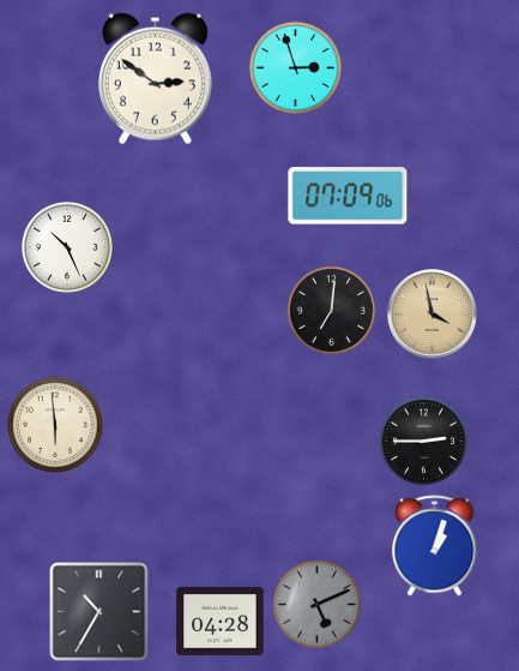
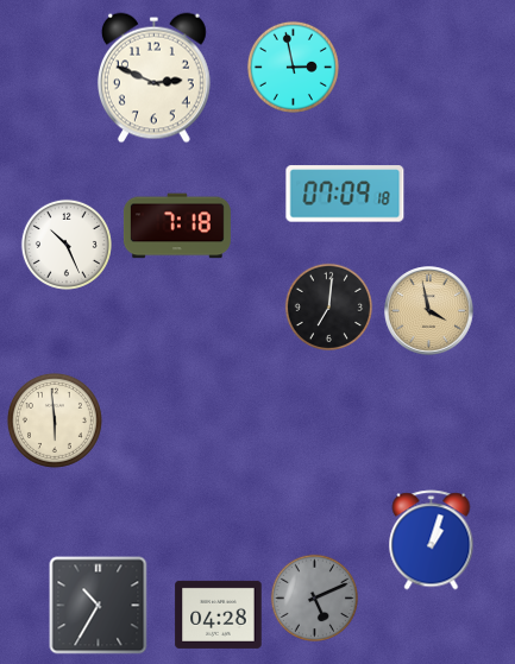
clock at (295, 67): 2:57 -> 2:58
clock at (155, 79): 2:51 -> 2:49
clock at (348, 196): 07:09:06 -> 07:09:18
clock at (177, 226): none -> 7:18
clock at (423, 441): 2:45 -> none
